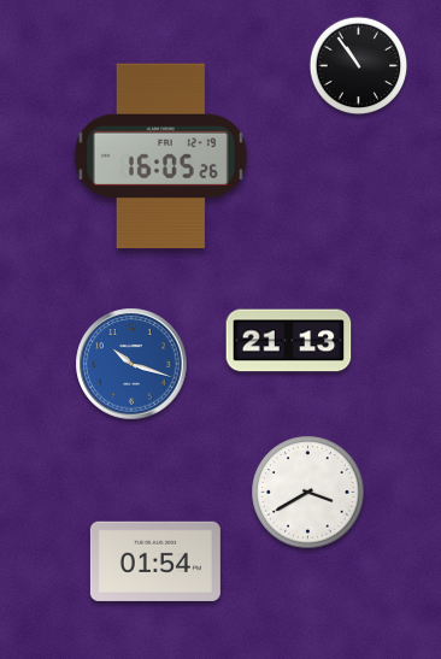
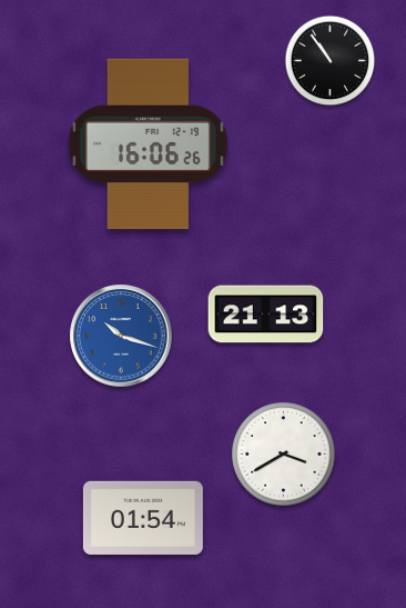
clock at (160, 157): 16:05 -> 16:06
